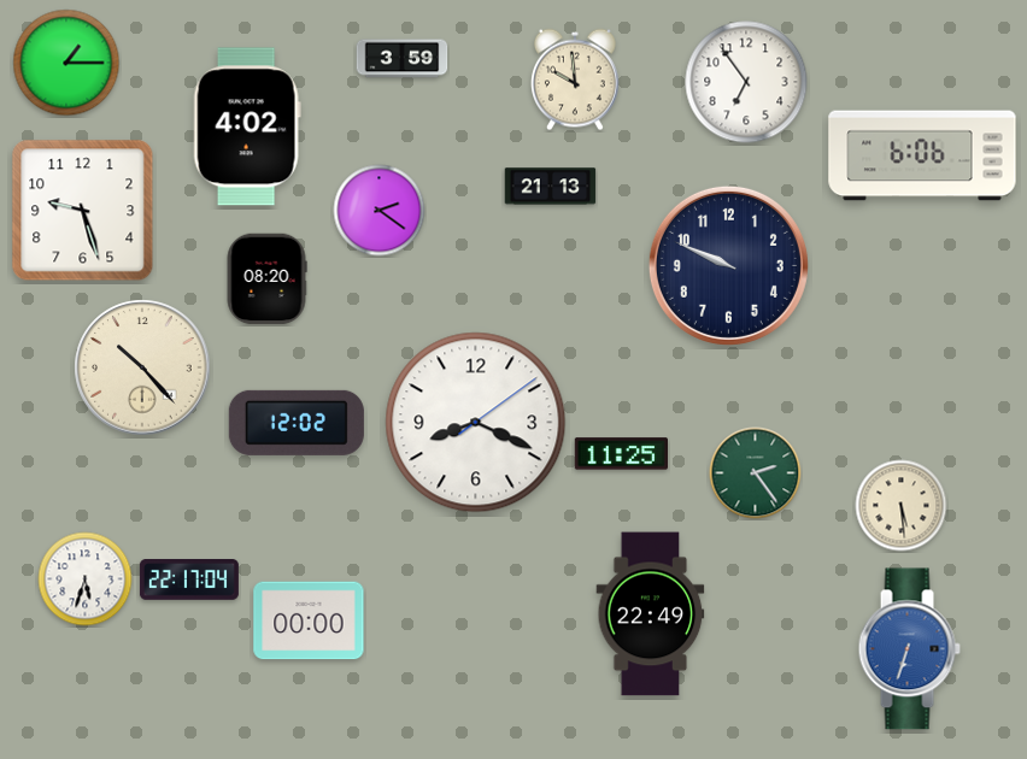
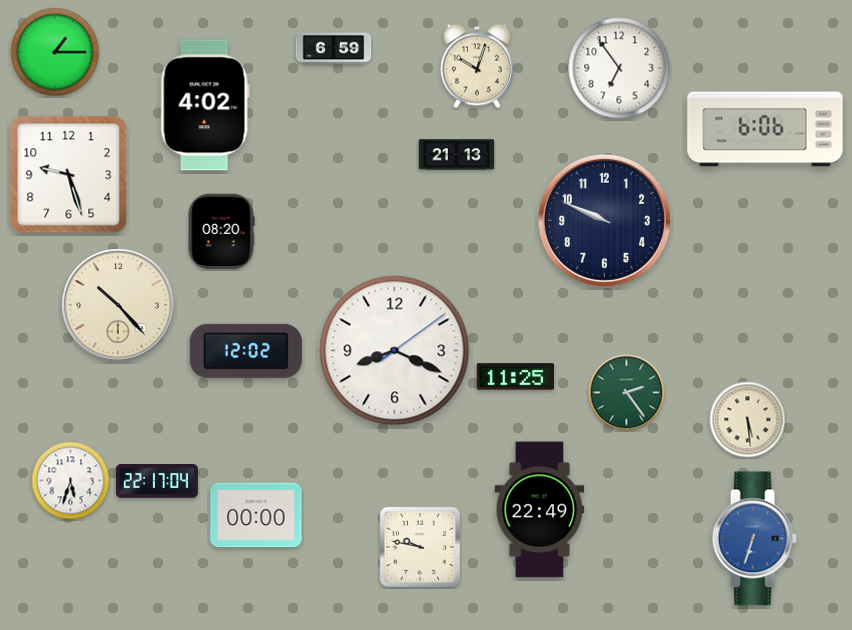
clock at (403, 59): 3:59 -> 6:59
clock at (575, 80): 9:59 -> 10:03
clock at (380, 211): 2:21 -> none
clock at (420, 547): none -> 9:47
